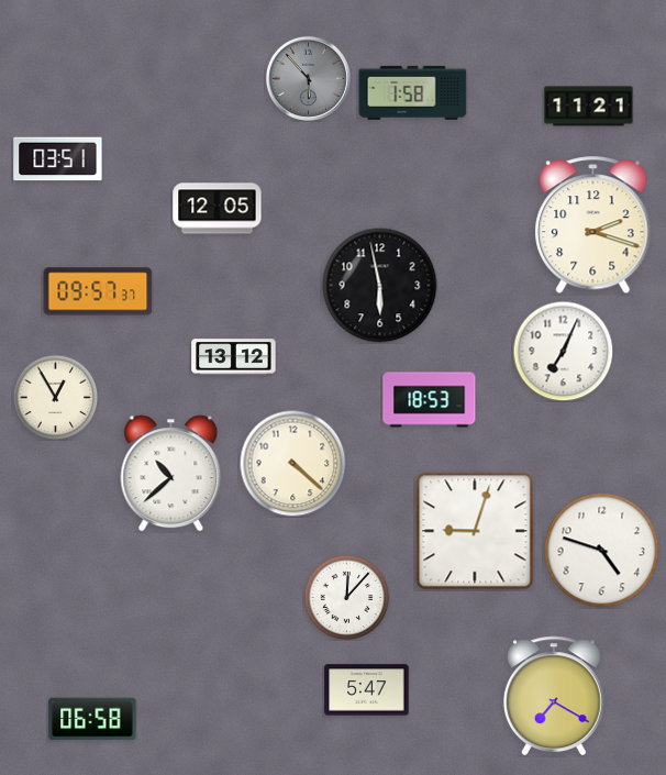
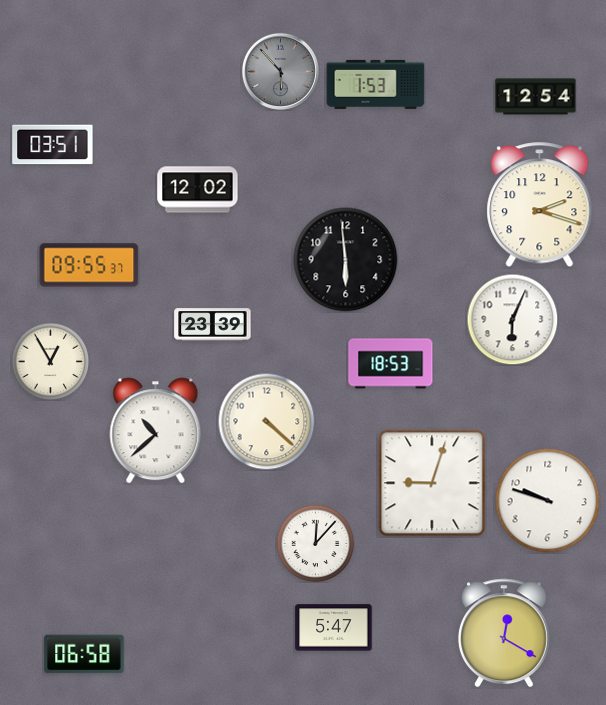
clock at (413, 92): 1:58 -> 1:53
clock at (589, 107): 11:21 -> 12:54
clock at (218, 209): 12:05 -> 12:02
clock at (380, 286): 5:58 -> 5:59
clock at (98, 291): 09:57 -> 09:55
clock at (563, 351): 7:04 -> 6:04
clock at (234, 357): 13:12 -> 23:39
clock at (602, 551): 4:48 -> 9:48
clock at (554, 696): 7:20 -> 12:20
